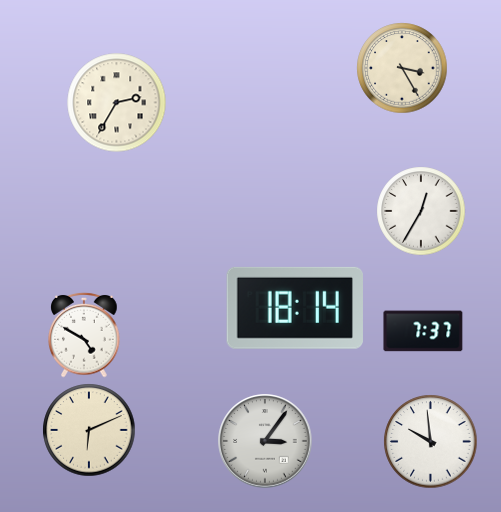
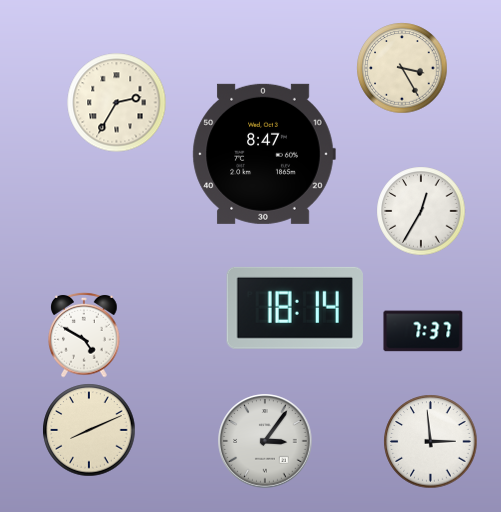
clock at (264, 154): none -> 8:47
clock at (89, 430): 6:11 -> 8:11
clock at (431, 442): 9:59 -> 2:59
